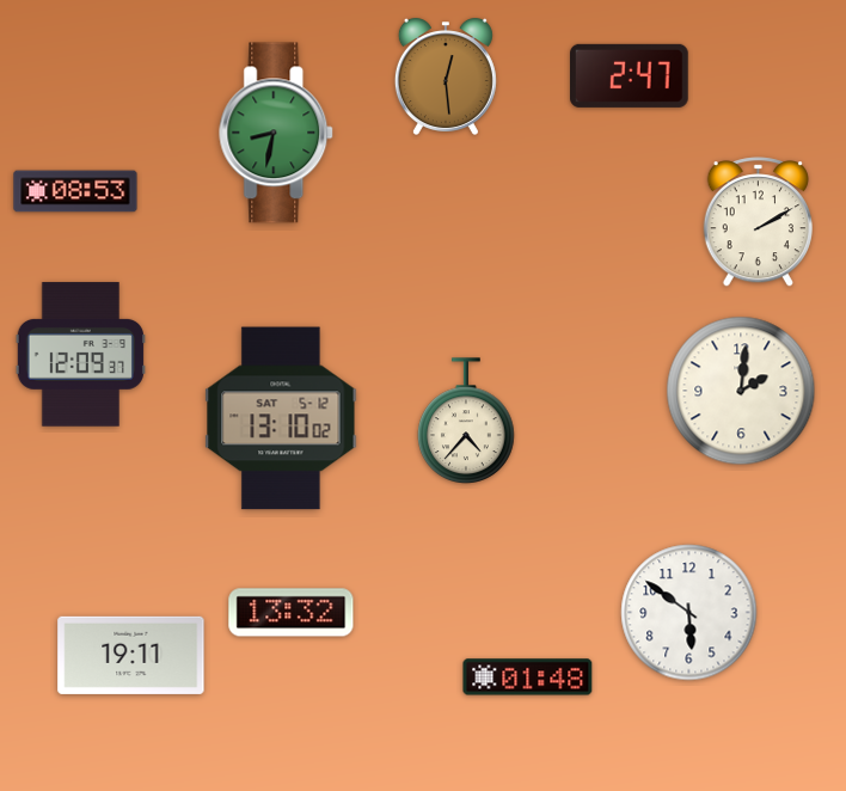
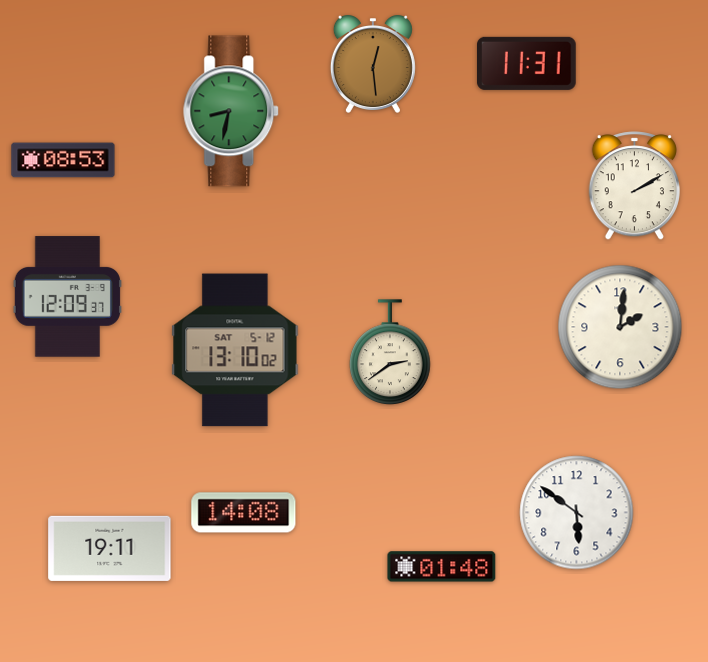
clock at (630, 75): 2:47 -> 11:31
clock at (466, 421): 4:37 -> 2:39
clock at (292, 613): 13:32 -> 14:08
